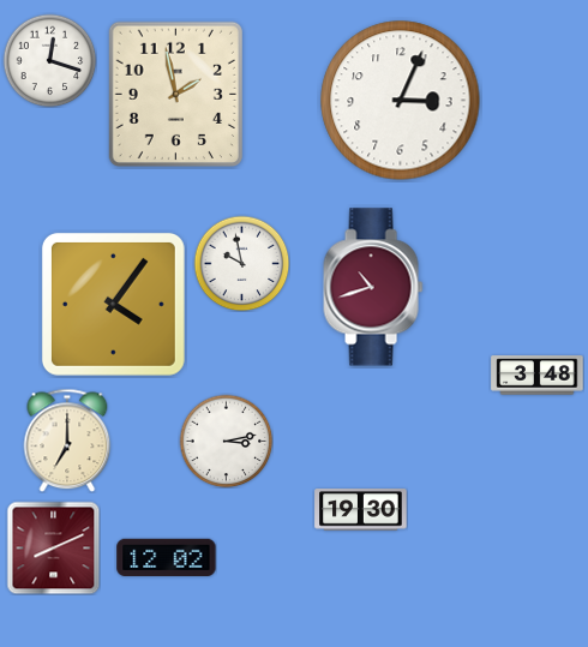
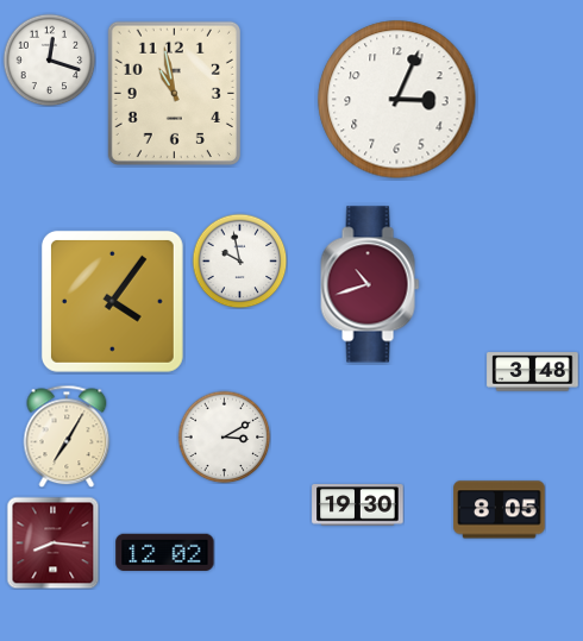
clock at (175, 94): 1:58 -> 10:58
clock at (67, 441): 7:00 -> 7:05
clock at (226, 441): 3:13 -> 3:10
clock at (500, 510): none -> 8:05
clock at (53, 547): 8:11 -> 8:16
